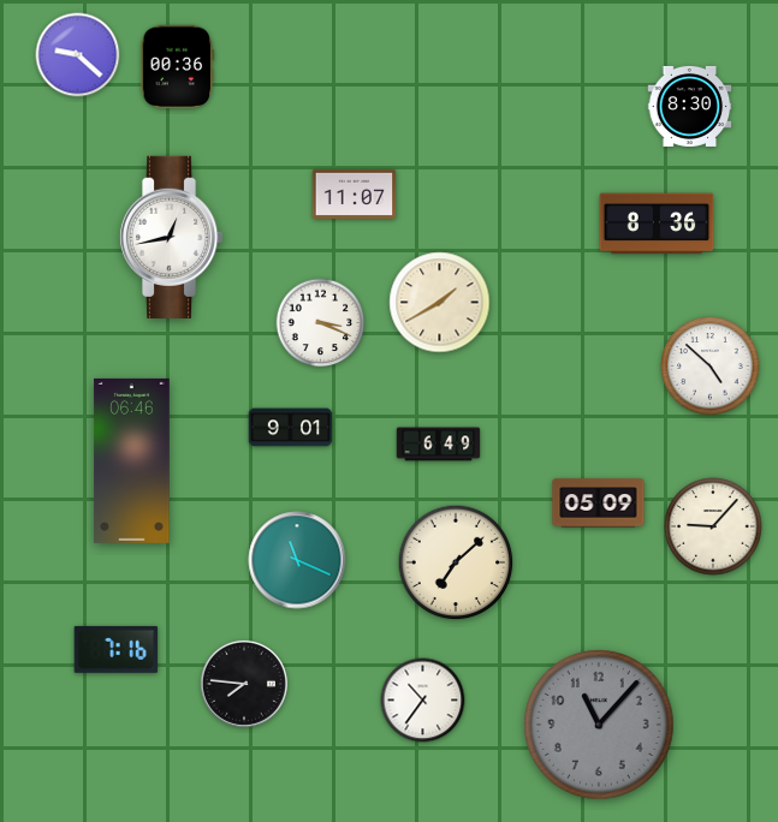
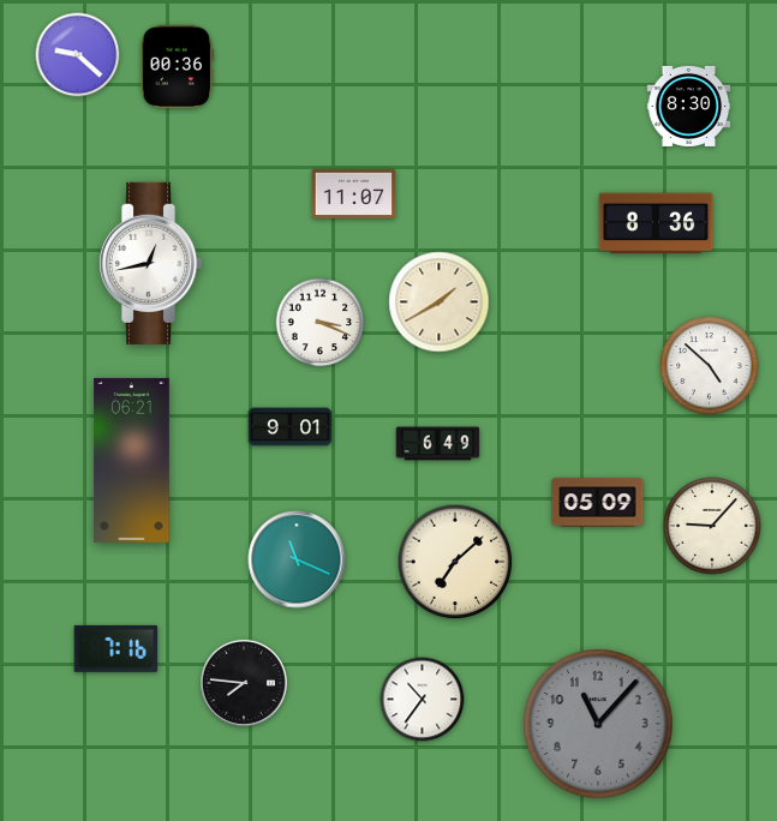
clock at (171, 237) position: (171, 237) -> (150, 263)
clock at (132, 460): 06:46 -> 06:21
